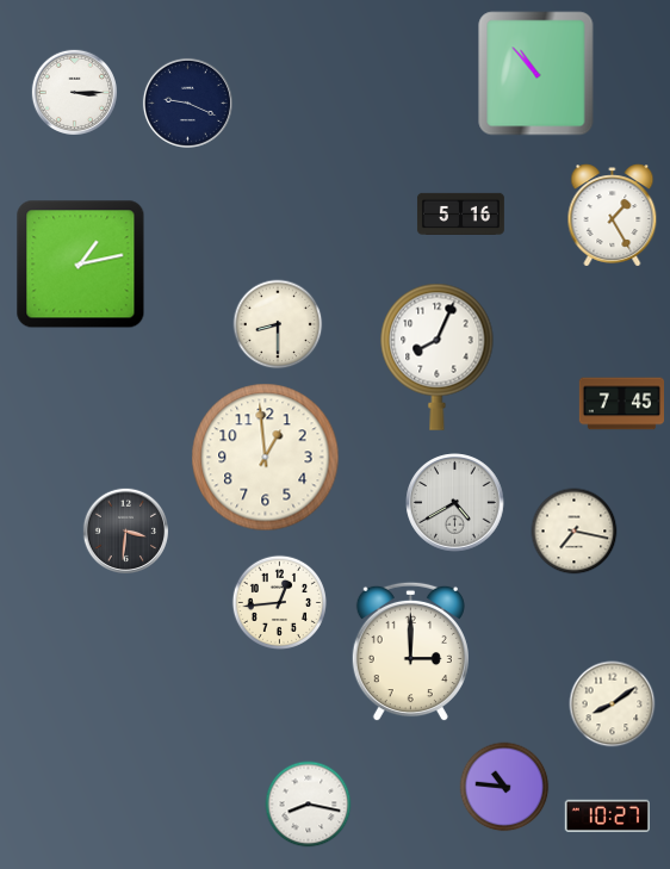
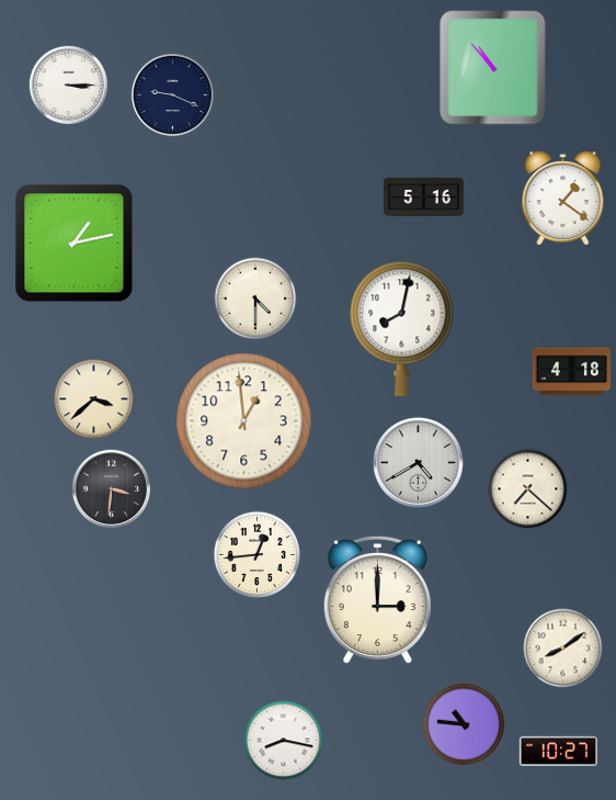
clock at (613, 216): 1:25 -> 1:21
clock at (278, 324): 8:30 -> 4:30
clock at (438, 356): 8:04 -> 8:02
clock at (621, 404): 7:45 -> 4:18
clock at (94, 399): none -> 3:38
clock at (125, 530) position: (125, 530) -> (111, 488)
clock at (575, 532): 7:17 -> 7:22
